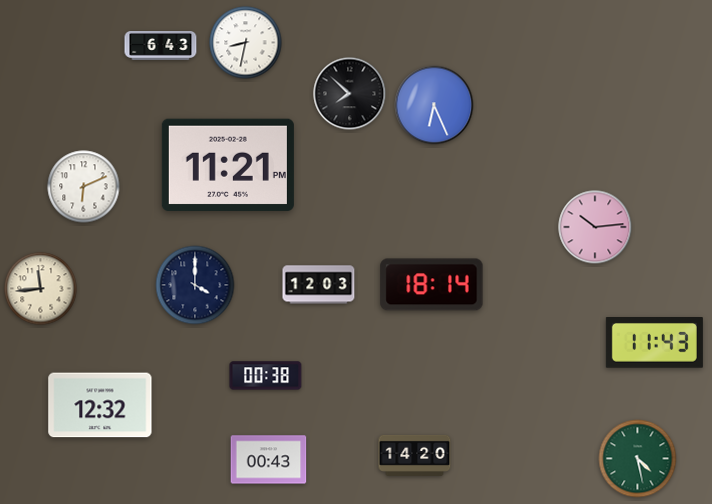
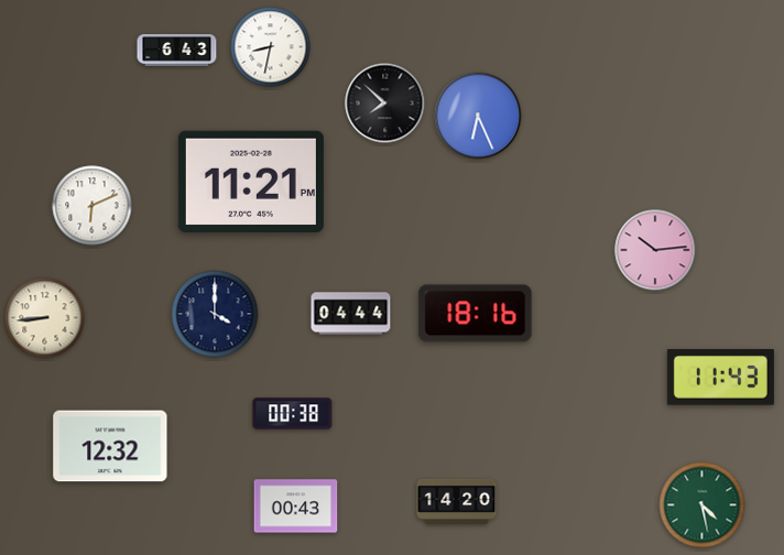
clock at (319, 285): 12:03 -> 04:44
clock at (432, 285): 18:14 -> 18:16
clock at (41, 289): 11:44 -> 8:44
